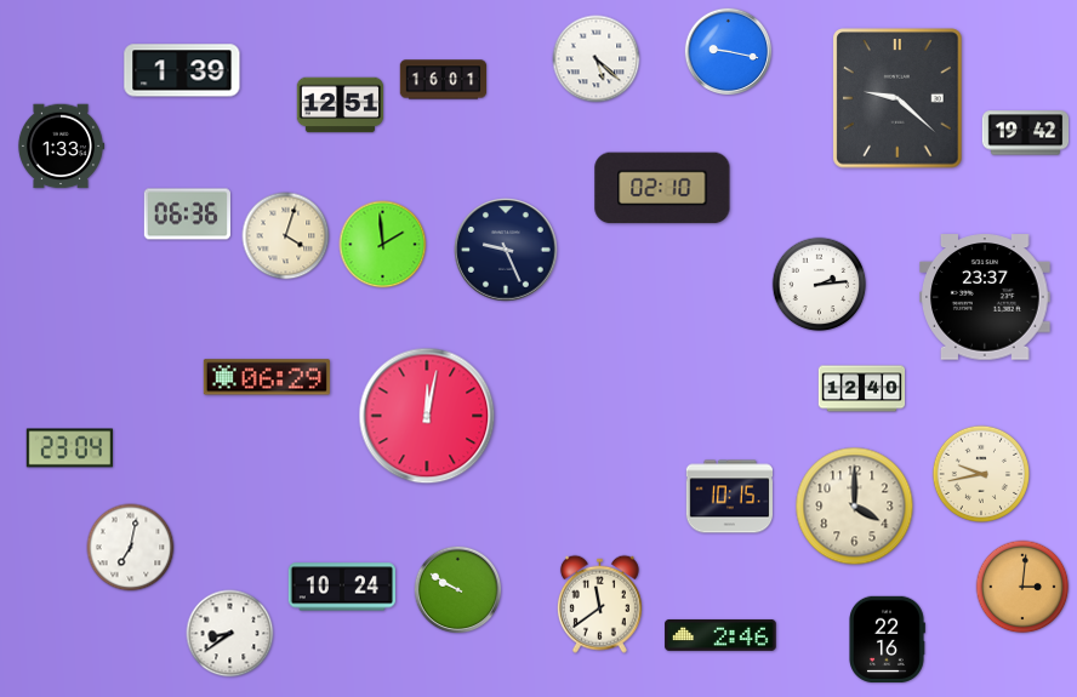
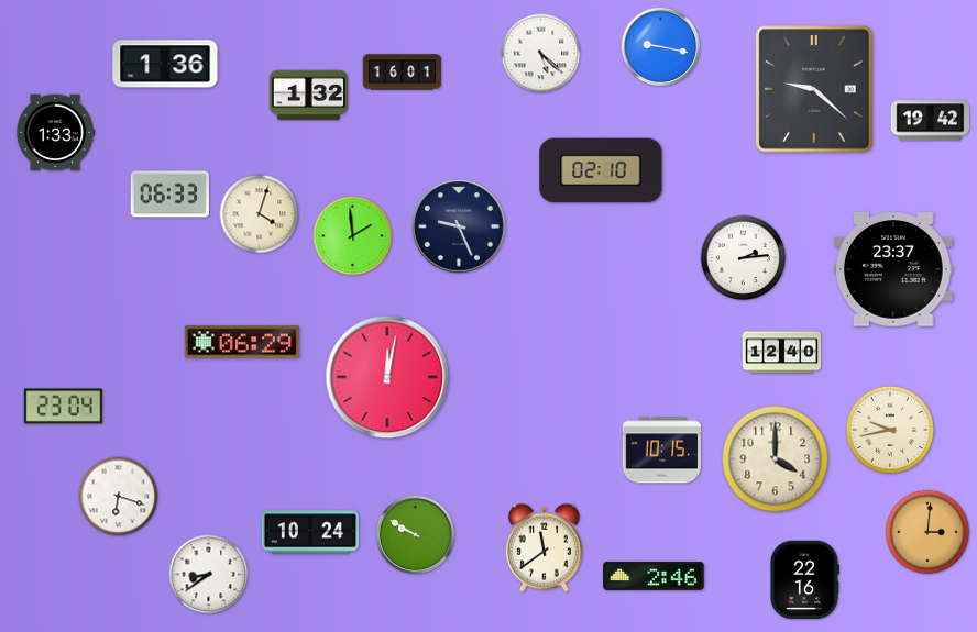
clock at (182, 70): 1:39 -> 1:36
clock at (341, 105): 12:51 -> 1:32
clock at (187, 215): 06:36 -> 06:33
clock at (383, 245) position: (383, 245) -> (353, 236)
clock at (131, 548): 7:02 -> 6:18
